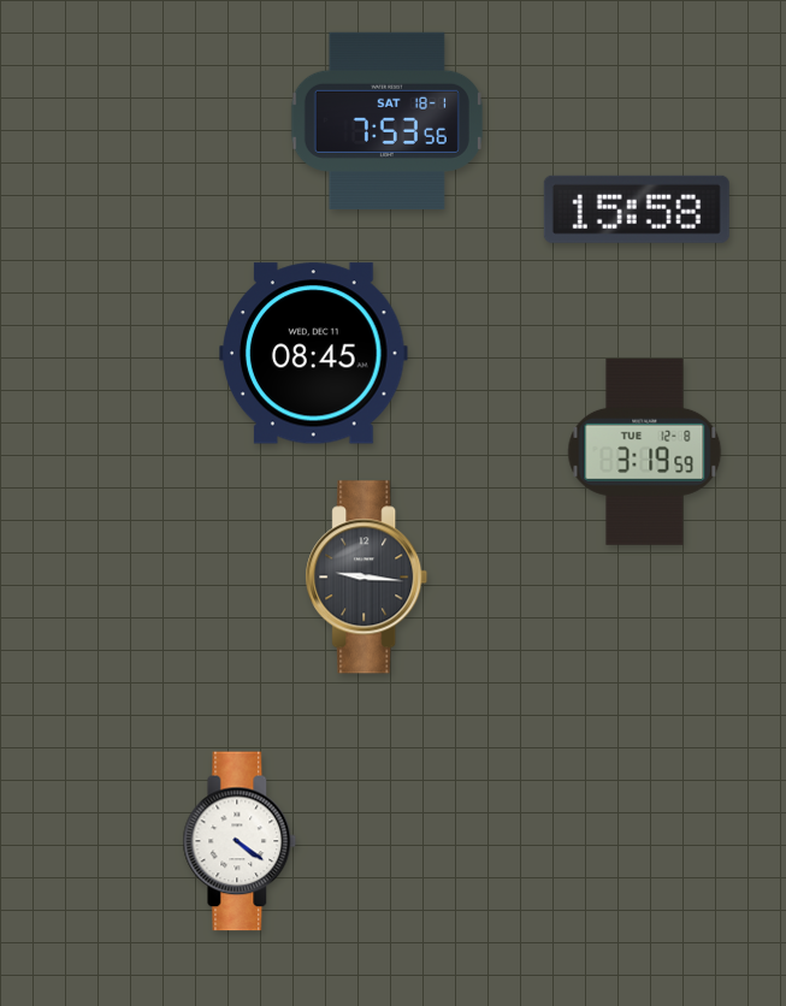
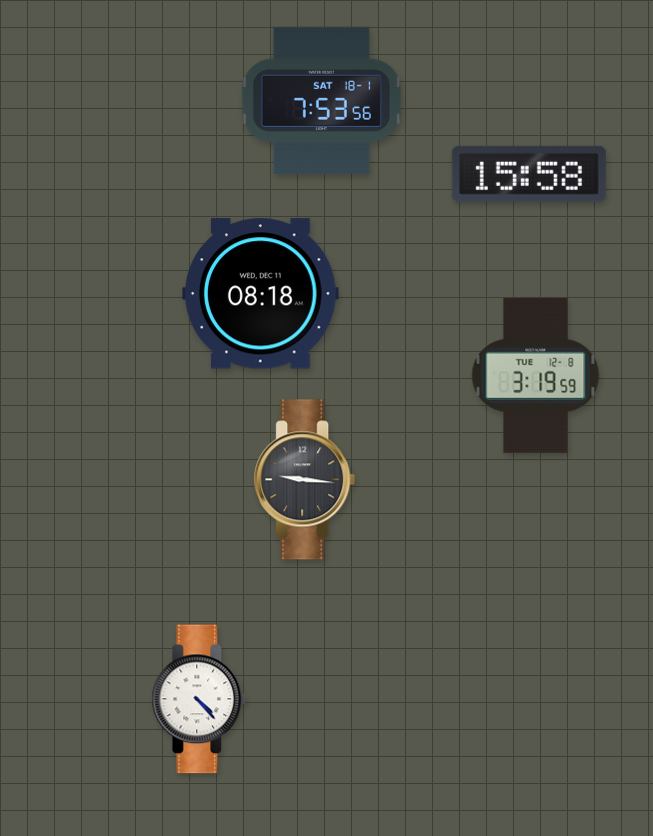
clock at (314, 354): 08:45 -> 08:18
clock at (240, 841): 4:21 -> 4:23
